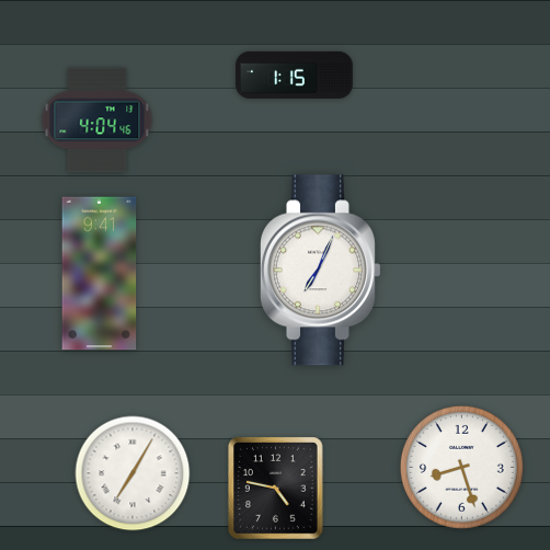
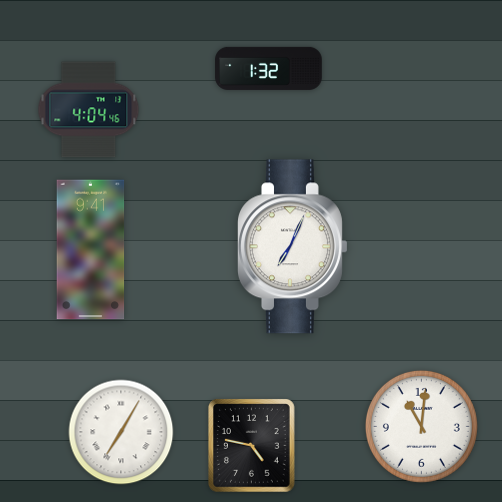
clock at (295, 75): 1:15 -> 1:32
clock at (461, 467): 8:27 -> 11:01
